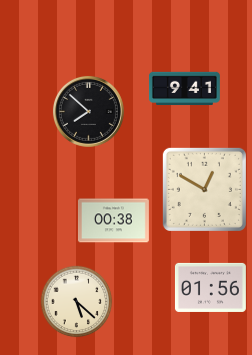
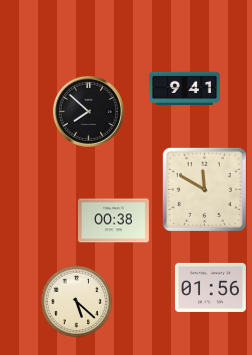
clock at (204, 189): 12:50 -> 11:50
